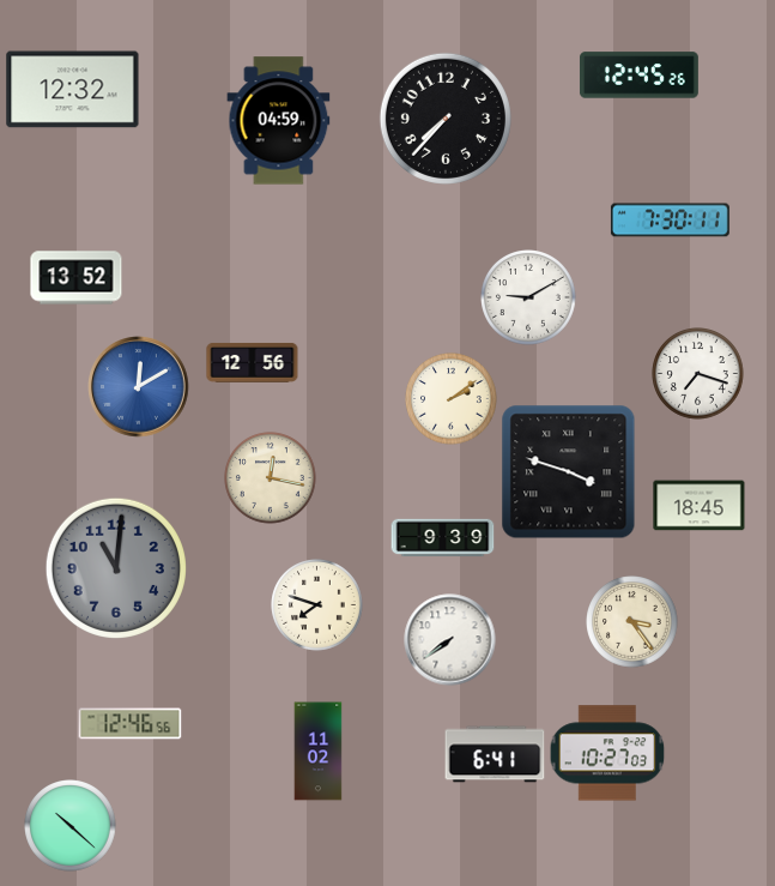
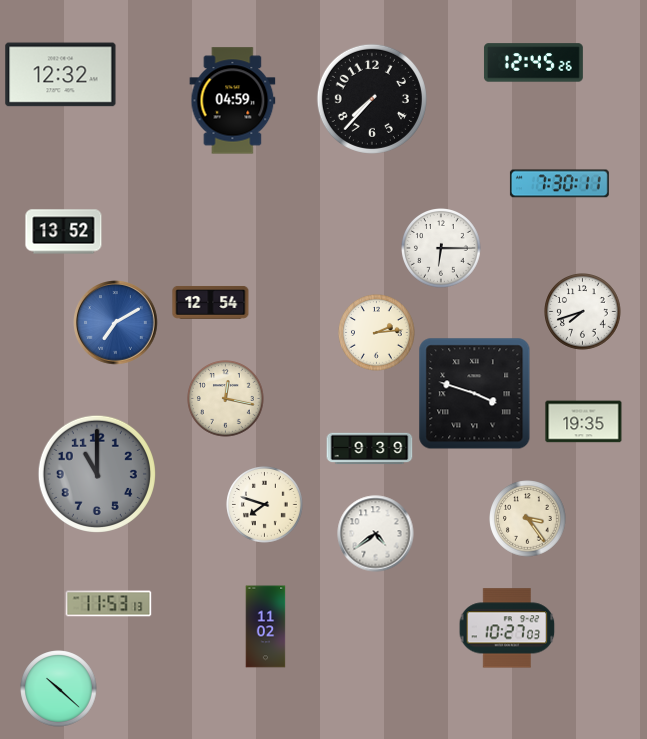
clock at (529, 299): 9:10 -> 6:15
clock at (253, 362): 12:56 -> 12:54
clock at (698, 374): 7:18 -> 7:42
clock at (139, 387): 12:10 -> 7:10
clock at (452, 399): 2:09 -> 2:14
clock at (700, 506): 18:45 -> 19:35
clock at (116, 568): 11:01 -> 11:00
clock at (450, 640): 7:39 -> 4:39
clock at (131, 724): 12:46 -> 11:53
clock at (495, 754): 6:41 -> none
